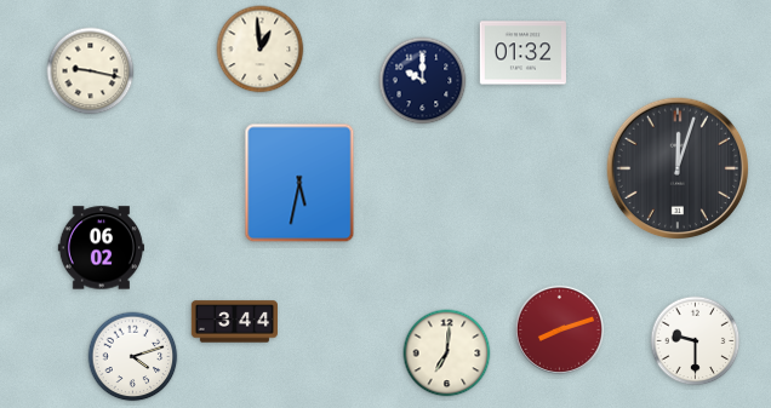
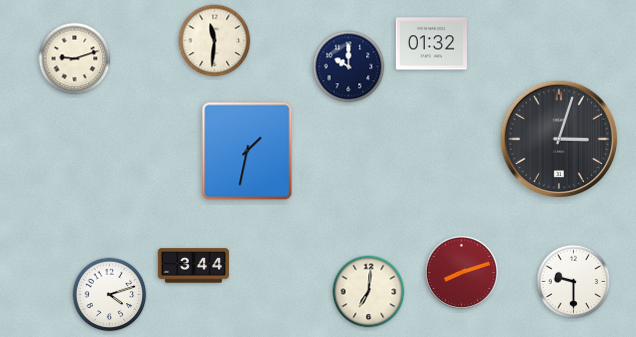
clock at (261, 50): 12:59 -> 11:31
clock at (91, 71): 9:17 -> 9:12
clock at (678, 168): 12:03 -> 3:03
clock at (299, 183): 5:32 -> 1:32
clock at (101, 248): 06:02 -> none
